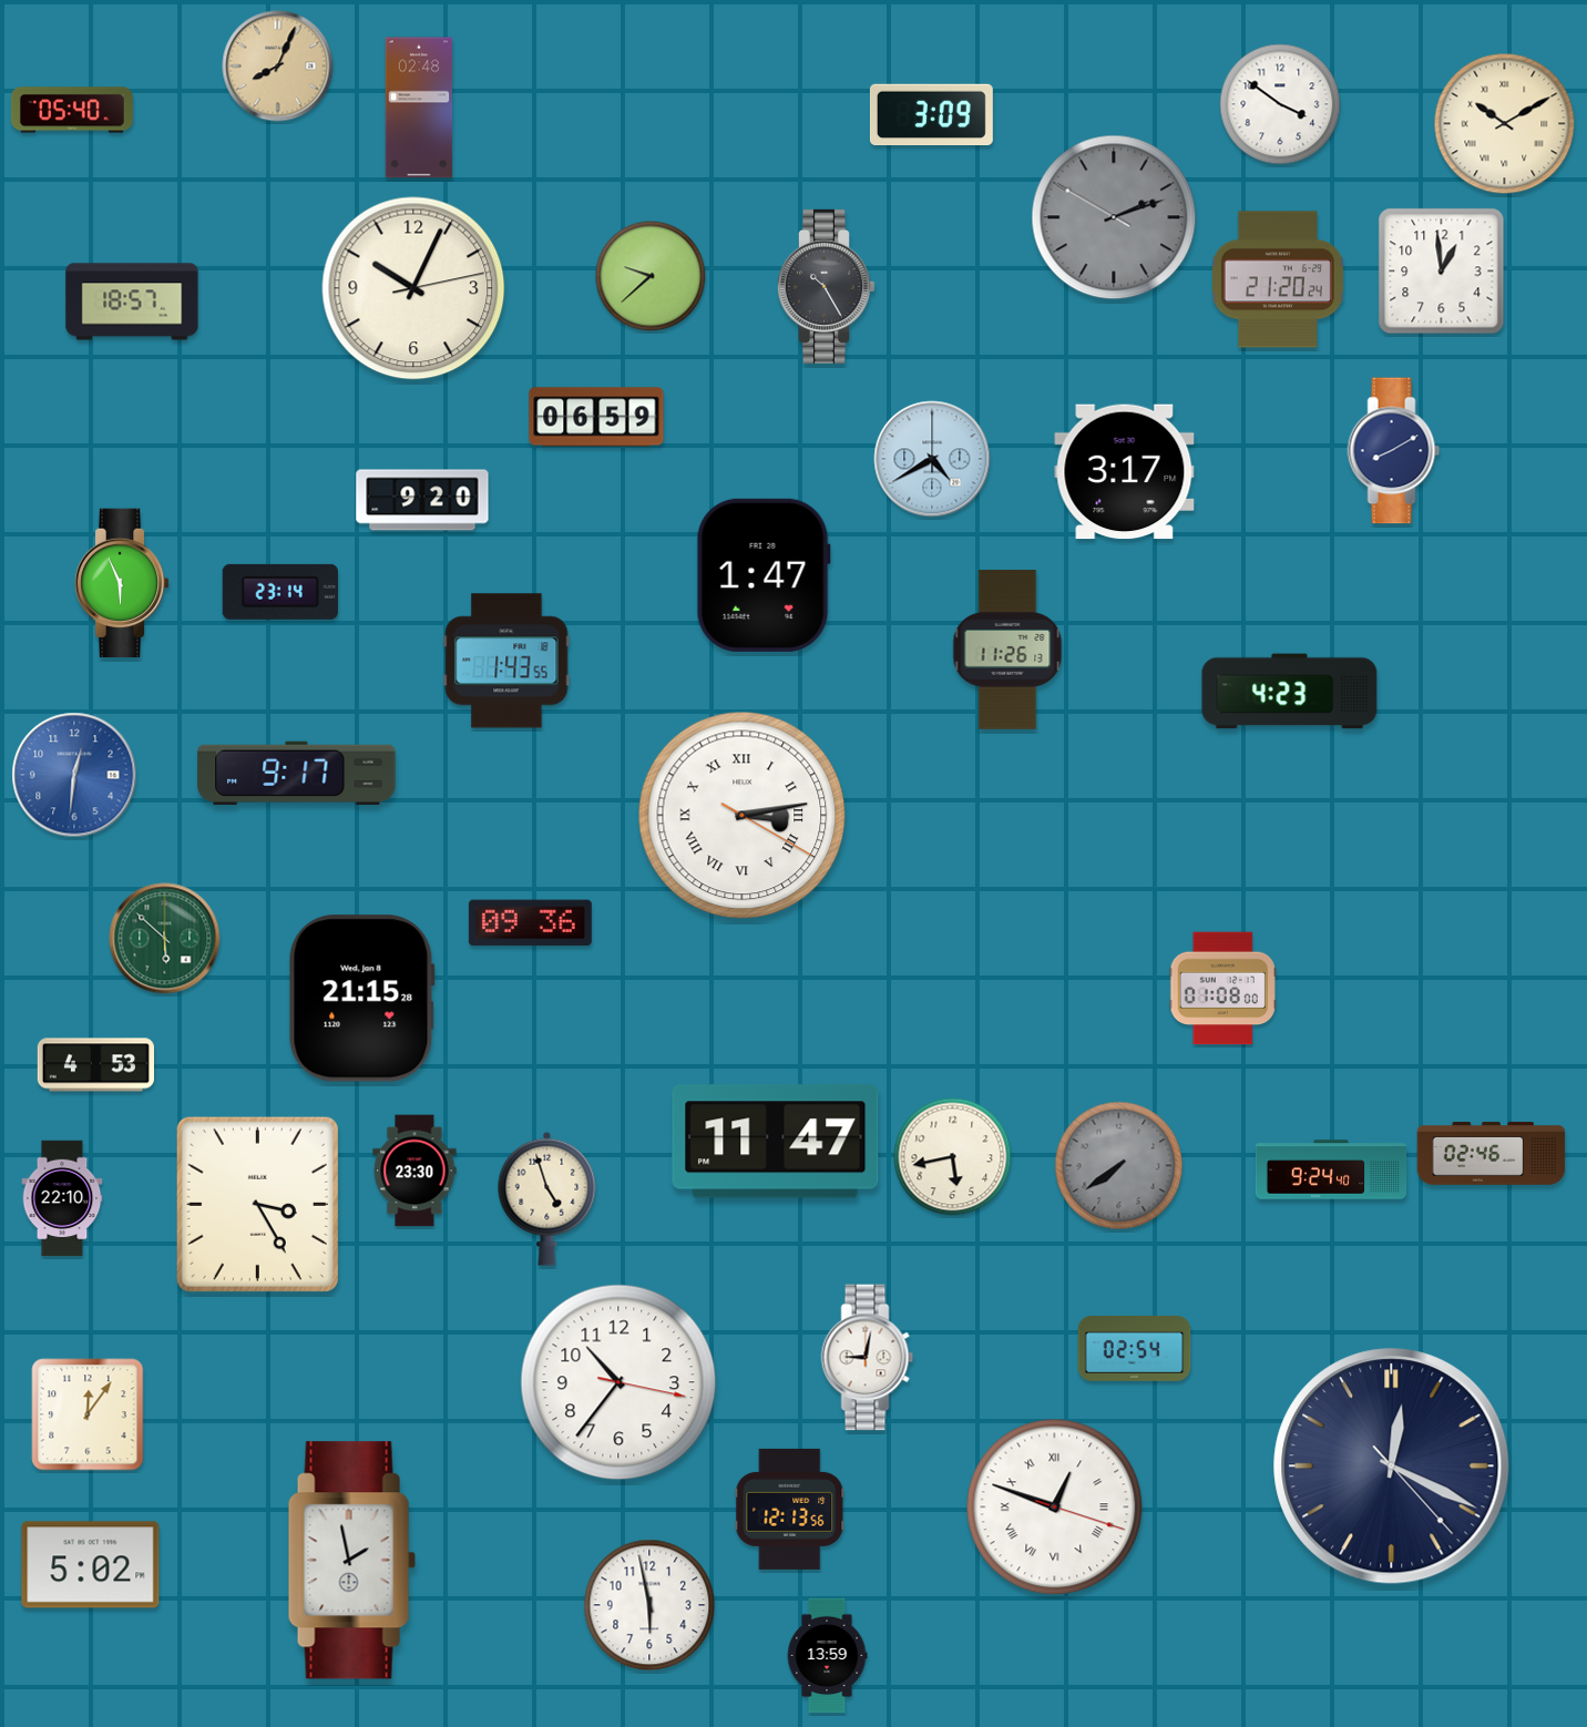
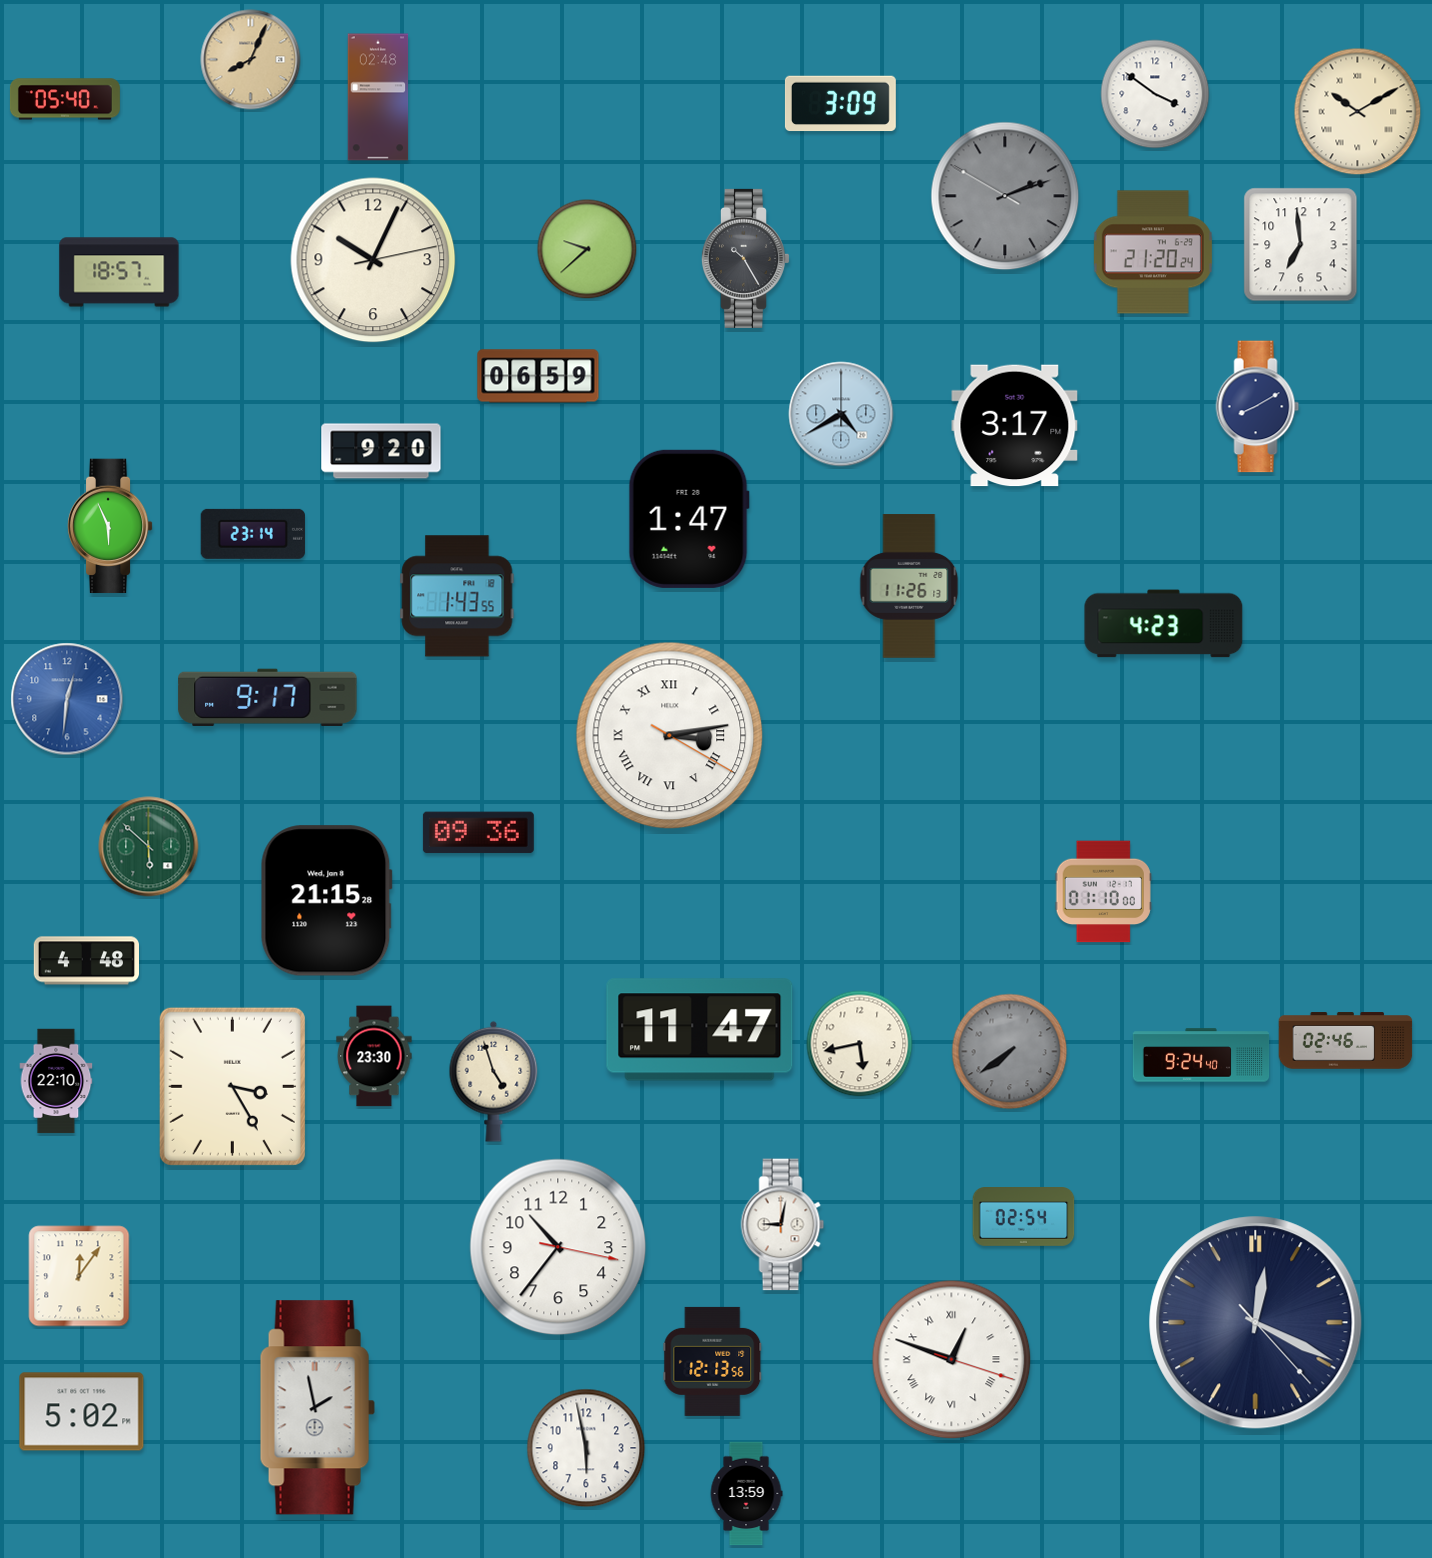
clock at (1442, 272): 12:59 -> 6:59
clock at (1222, 989): 01:08 -> 01:10
clock at (95, 1065): 4:53 -> 4:48
